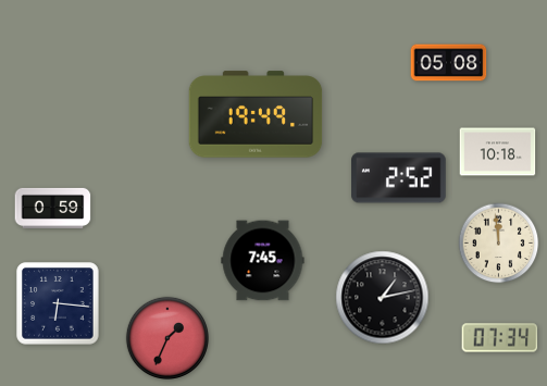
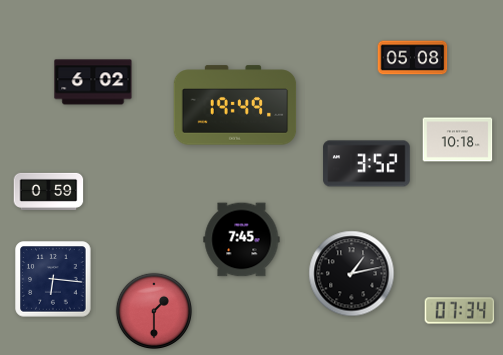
clock at (93, 82): none -> 6:02
clock at (399, 178): 2:52 -> 3:52
clock at (499, 244): 11:59 -> none
clock at (166, 337): 1:34 -> 1:30
